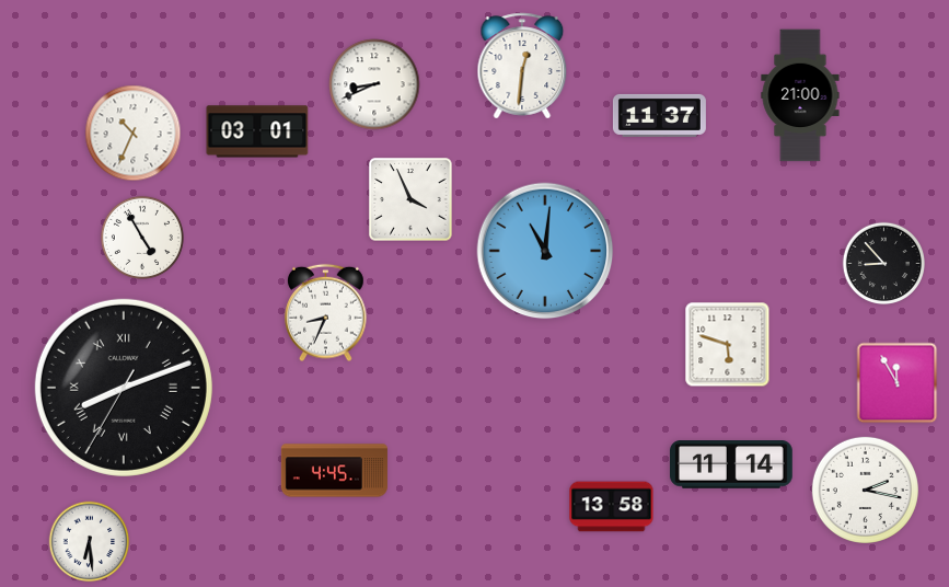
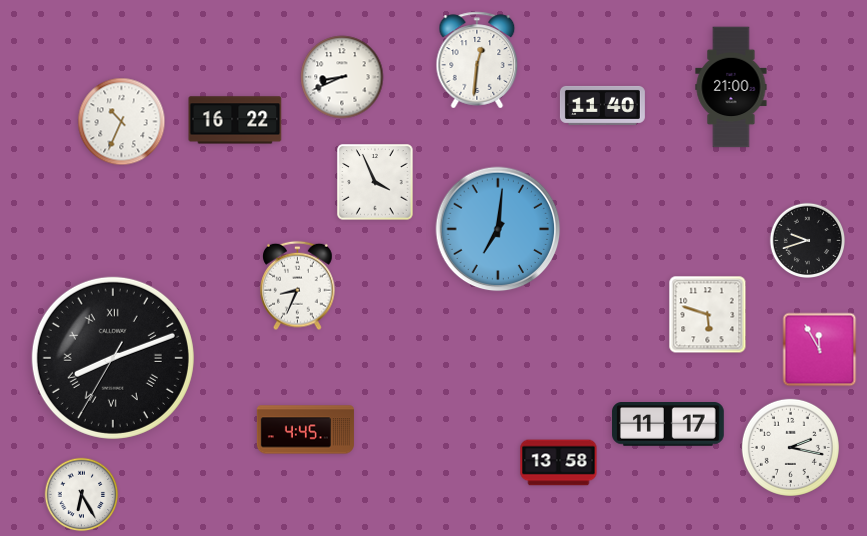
clock at (659, 115): 11:37 -> 11:40
clock at (257, 131): 03:01 -> 16:22
clock at (142, 238): 4:55 -> none
clock at (545, 251): 11:01 -> 7:01
clock at (883, 263): 8:53 -> 9:42
clock at (728, 345) position: (728, 345) -> (708, 315)
clock at (124, 388) position: (124, 388) -> (113, 358)
clock at (732, 465): 11:14 -> 11:17
clock at (90, 542): 6:29 -> 6:25
